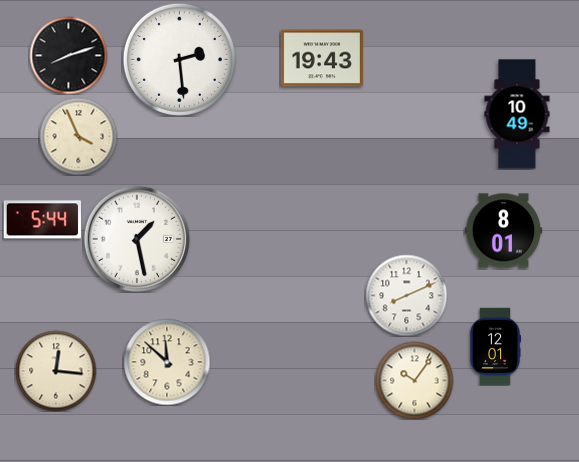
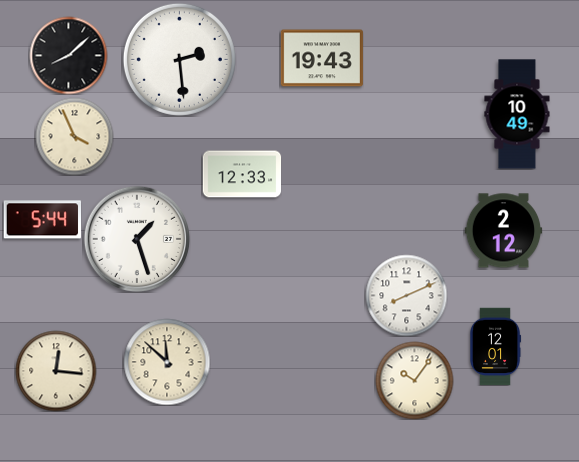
clock at (68, 55): 8:12 -> 8:08
clock at (78, 136) position: (78, 136) -> (74, 136)
clock at (242, 174): none -> 12:33
clock at (503, 231): 8:01 -> 2:12
clock at (136, 238): 1:28 -> 1:27
